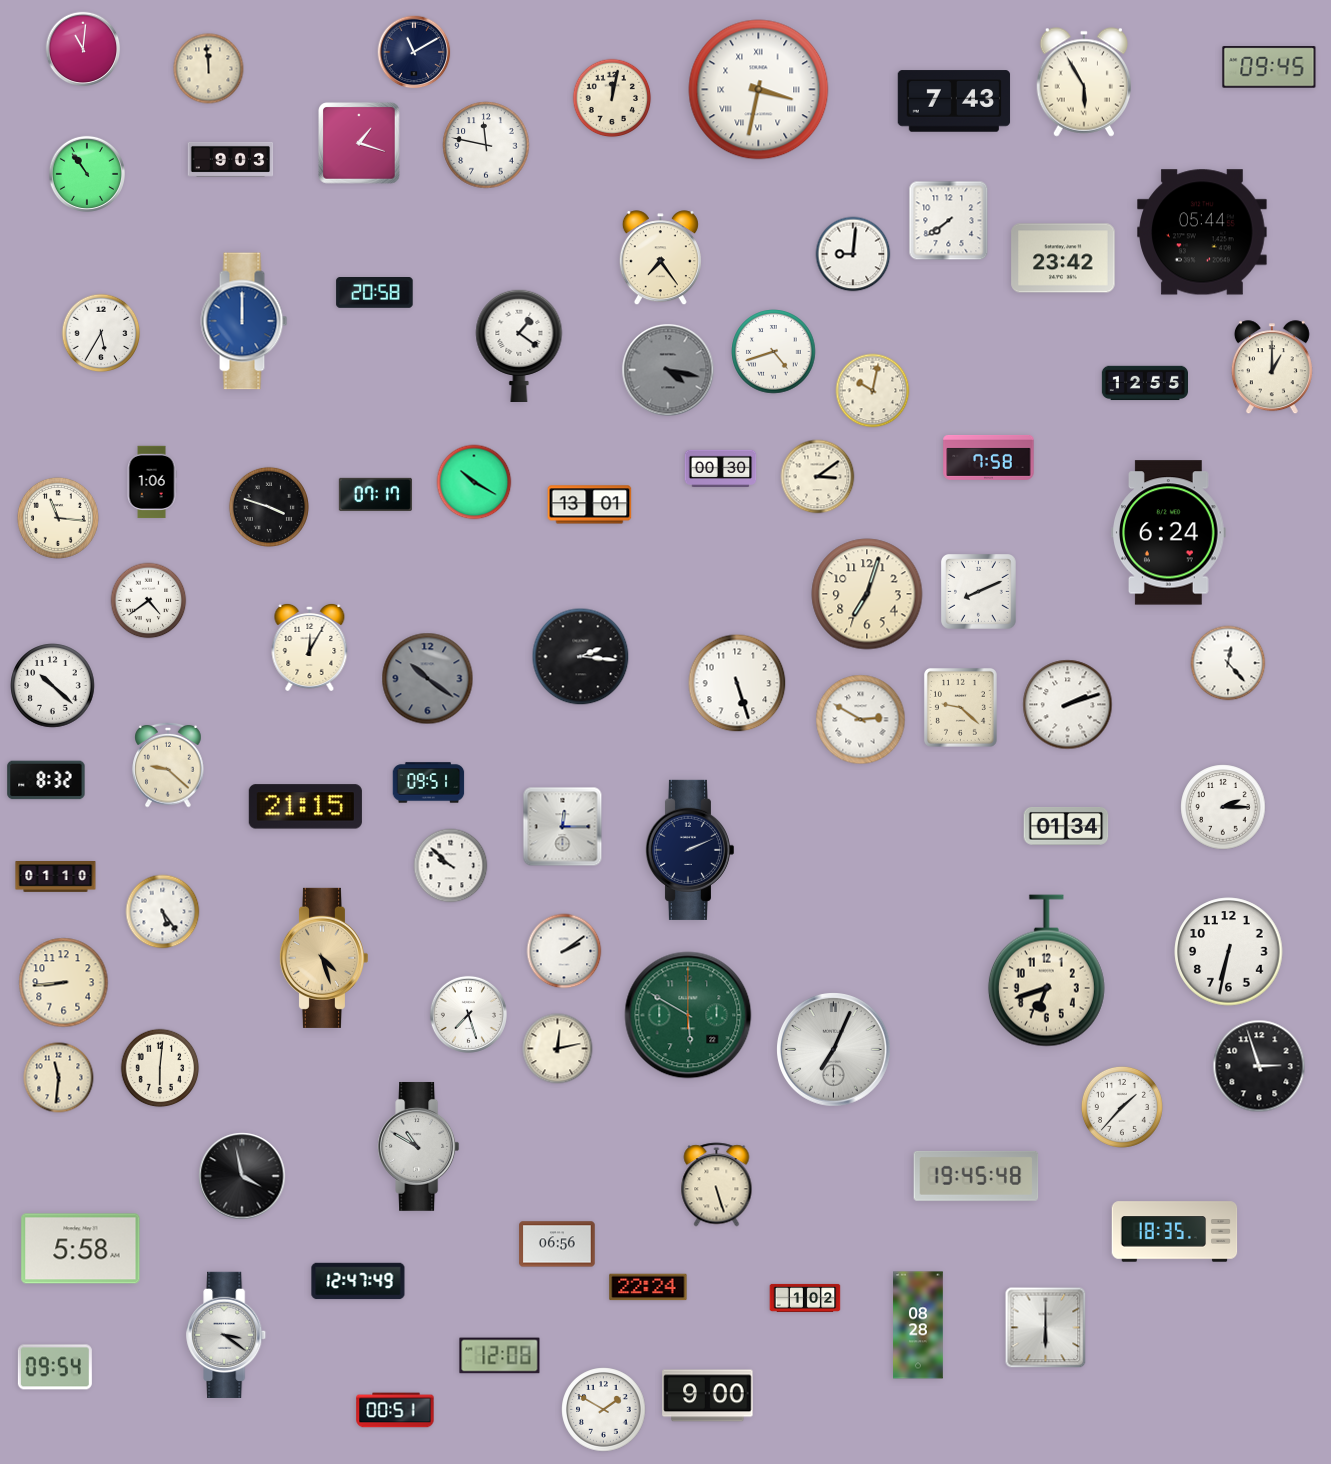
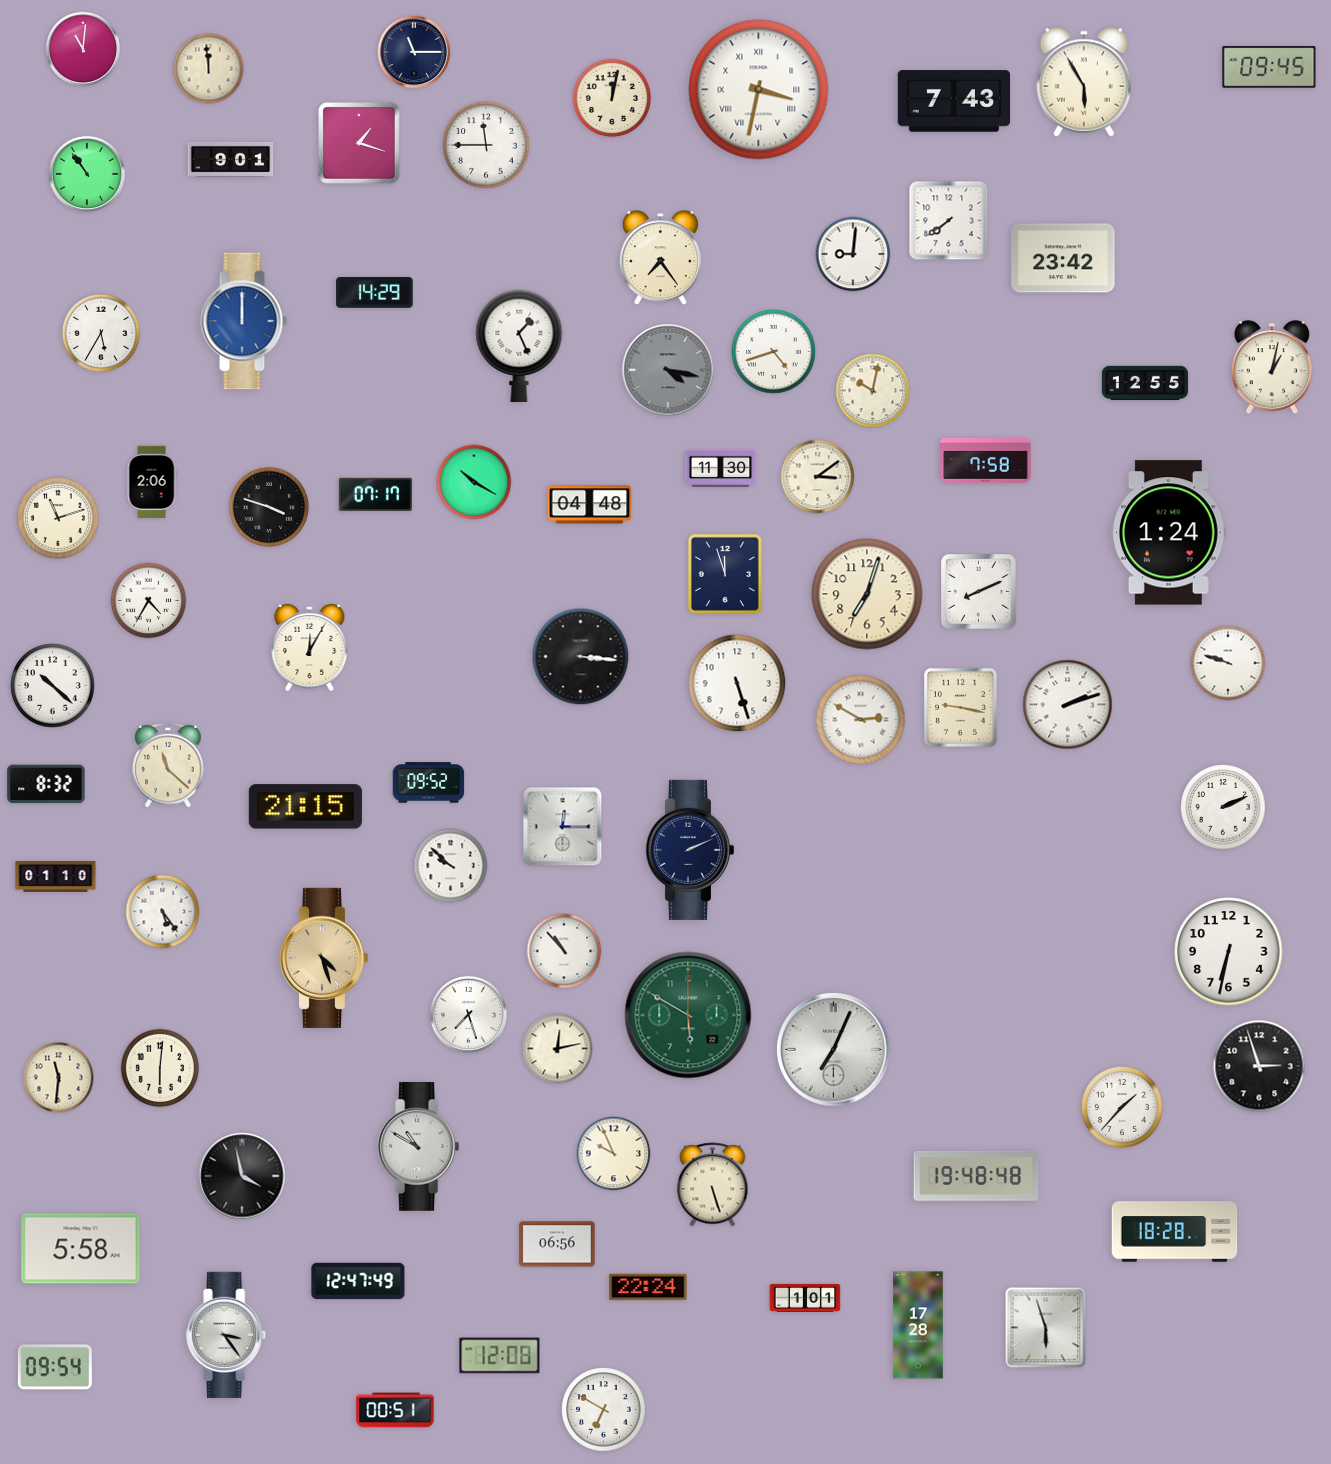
clock at (414, 52): 11:10 -> 11:15
clock at (486, 145): 11:47 -> 11:45
clock at (231, 159): 9:03 -> 9:01
clock at (1202, 232): 05:44 -> none
clock at (375, 293): 20:58 -> 14:29
clock at (519, 346): 1:21 -> 1:26
clock at (1272, 368): 1:00 -> 1:02
clock at (989, 457) position: (989, 457) -> (986, 460)
clock at (721, 468): 00:30 -> 11:30
clock at (152, 482): 1:06 -> 2:06
clock at (590, 505): 13:01 -> 04:48
clock at (58, 518): 11:16 -> 11:12
clock at (1169, 533): 6:24 -> 1:24
clock at (725, 574): none -> 11:57
clock at (149, 601): 4:39 -> 4:35
clock at (581, 657): 2:16 -> 3:16
clock at (1228, 663): 12:23 -> 9:48
clock at (428, 679): 10:21 -> none
clock at (960, 707): 9:22 -> 9:17
clock at (168, 765): 9:22 -> 11:22
clock at (46, 780) position: (46, 780) -> (46, 784)
clock at (429, 783): 09:51 -> 09:52
clock at (1223, 807): 2:15 -> 2:11
clock at (1066, 826): 01:34 -> none
clock at (564, 951): 2:09 -> 10:53
clock at (1046, 971): 6:42 -> none
clock at (64, 983): 8:44 -> none
clock at (614, 1154): none -> 9:56
clock at (976, 1176): 19:45 -> 19:48
clock at (717, 1185) position: (717, 1185) -> (713, 1185)
clock at (1175, 1232): 18:35 -> 18:28
clock at (805, 1298): 1:02 -> 1:01
clock at (918, 1325): 08:28 -> 17:28
clock at (1046, 1328): 6:00 -> 5:57
clock at (227, 1335): 3:21 -> 3:24
clock at (708, 1396): 9:00 -> none
clock at (604, 1410): 1:50 -> 6:50
